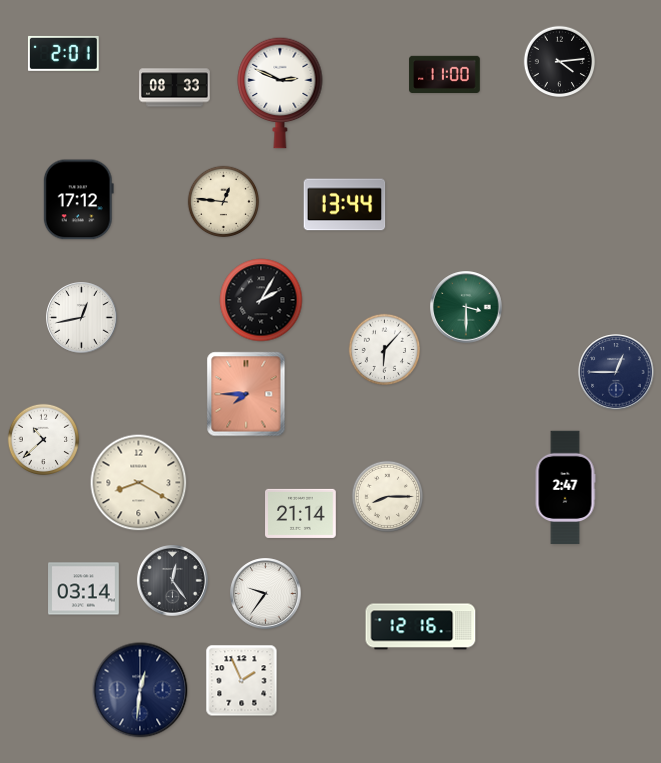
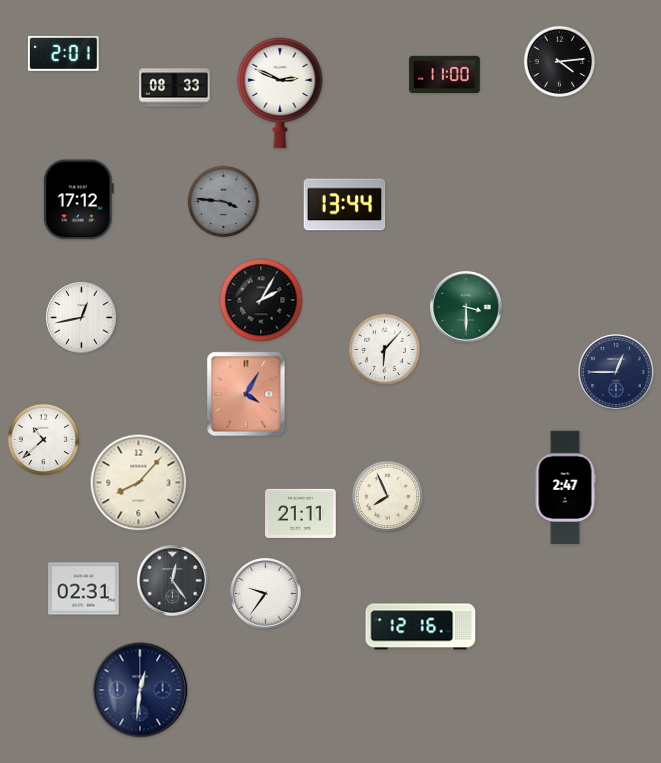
clock at (224, 202): 12:46 -> 3:46
clock at (224, 202) dial: cream -> grey
clock at (246, 394): 7:45 -> 4:05
clock at (139, 483): 8:20 -> 8:07
clock at (388, 497): 8:15 -> 7:56
clock at (301, 513): 21:14 -> 21:11
clock at (84, 589): 03:14 -> 02:31
clock at (242, 681): 1:56 -> none
